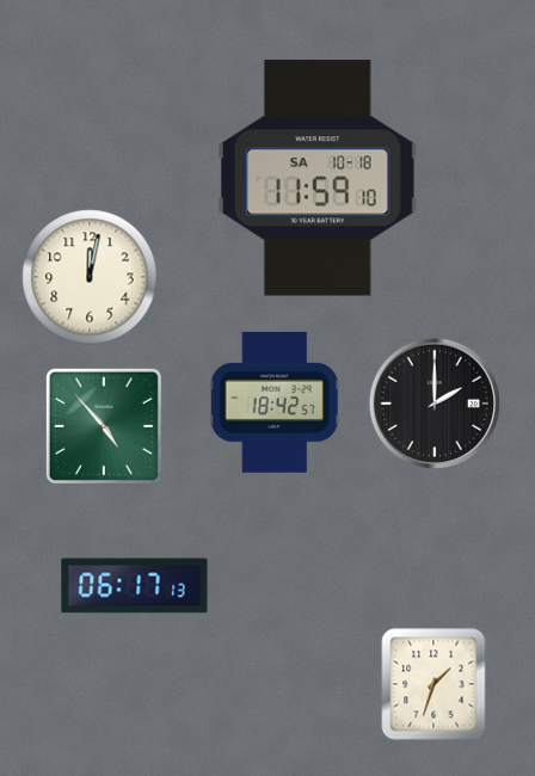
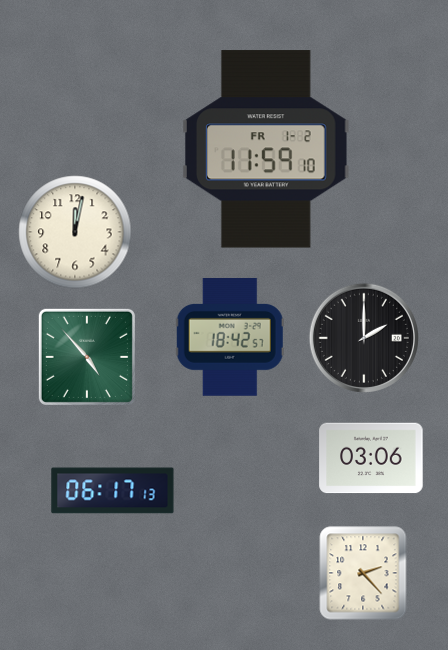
clock at (318, 178) date: SA 10-18 -> FR 1-2
clock at (371, 458): none -> 03:06
clock at (433, 684): 1:33 -> 2:23
